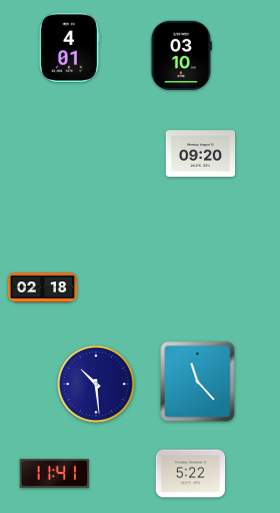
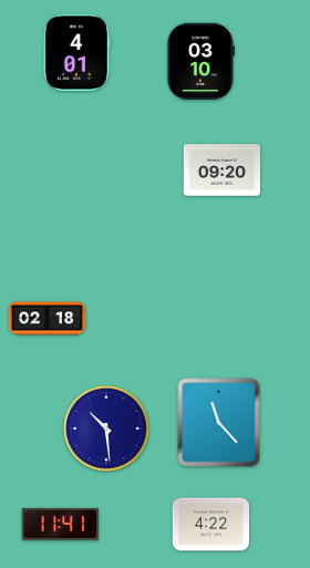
clock at (97, 385) position: (97, 385) -> (107, 430)
clock at (191, 474): 5:22 -> 4:22
